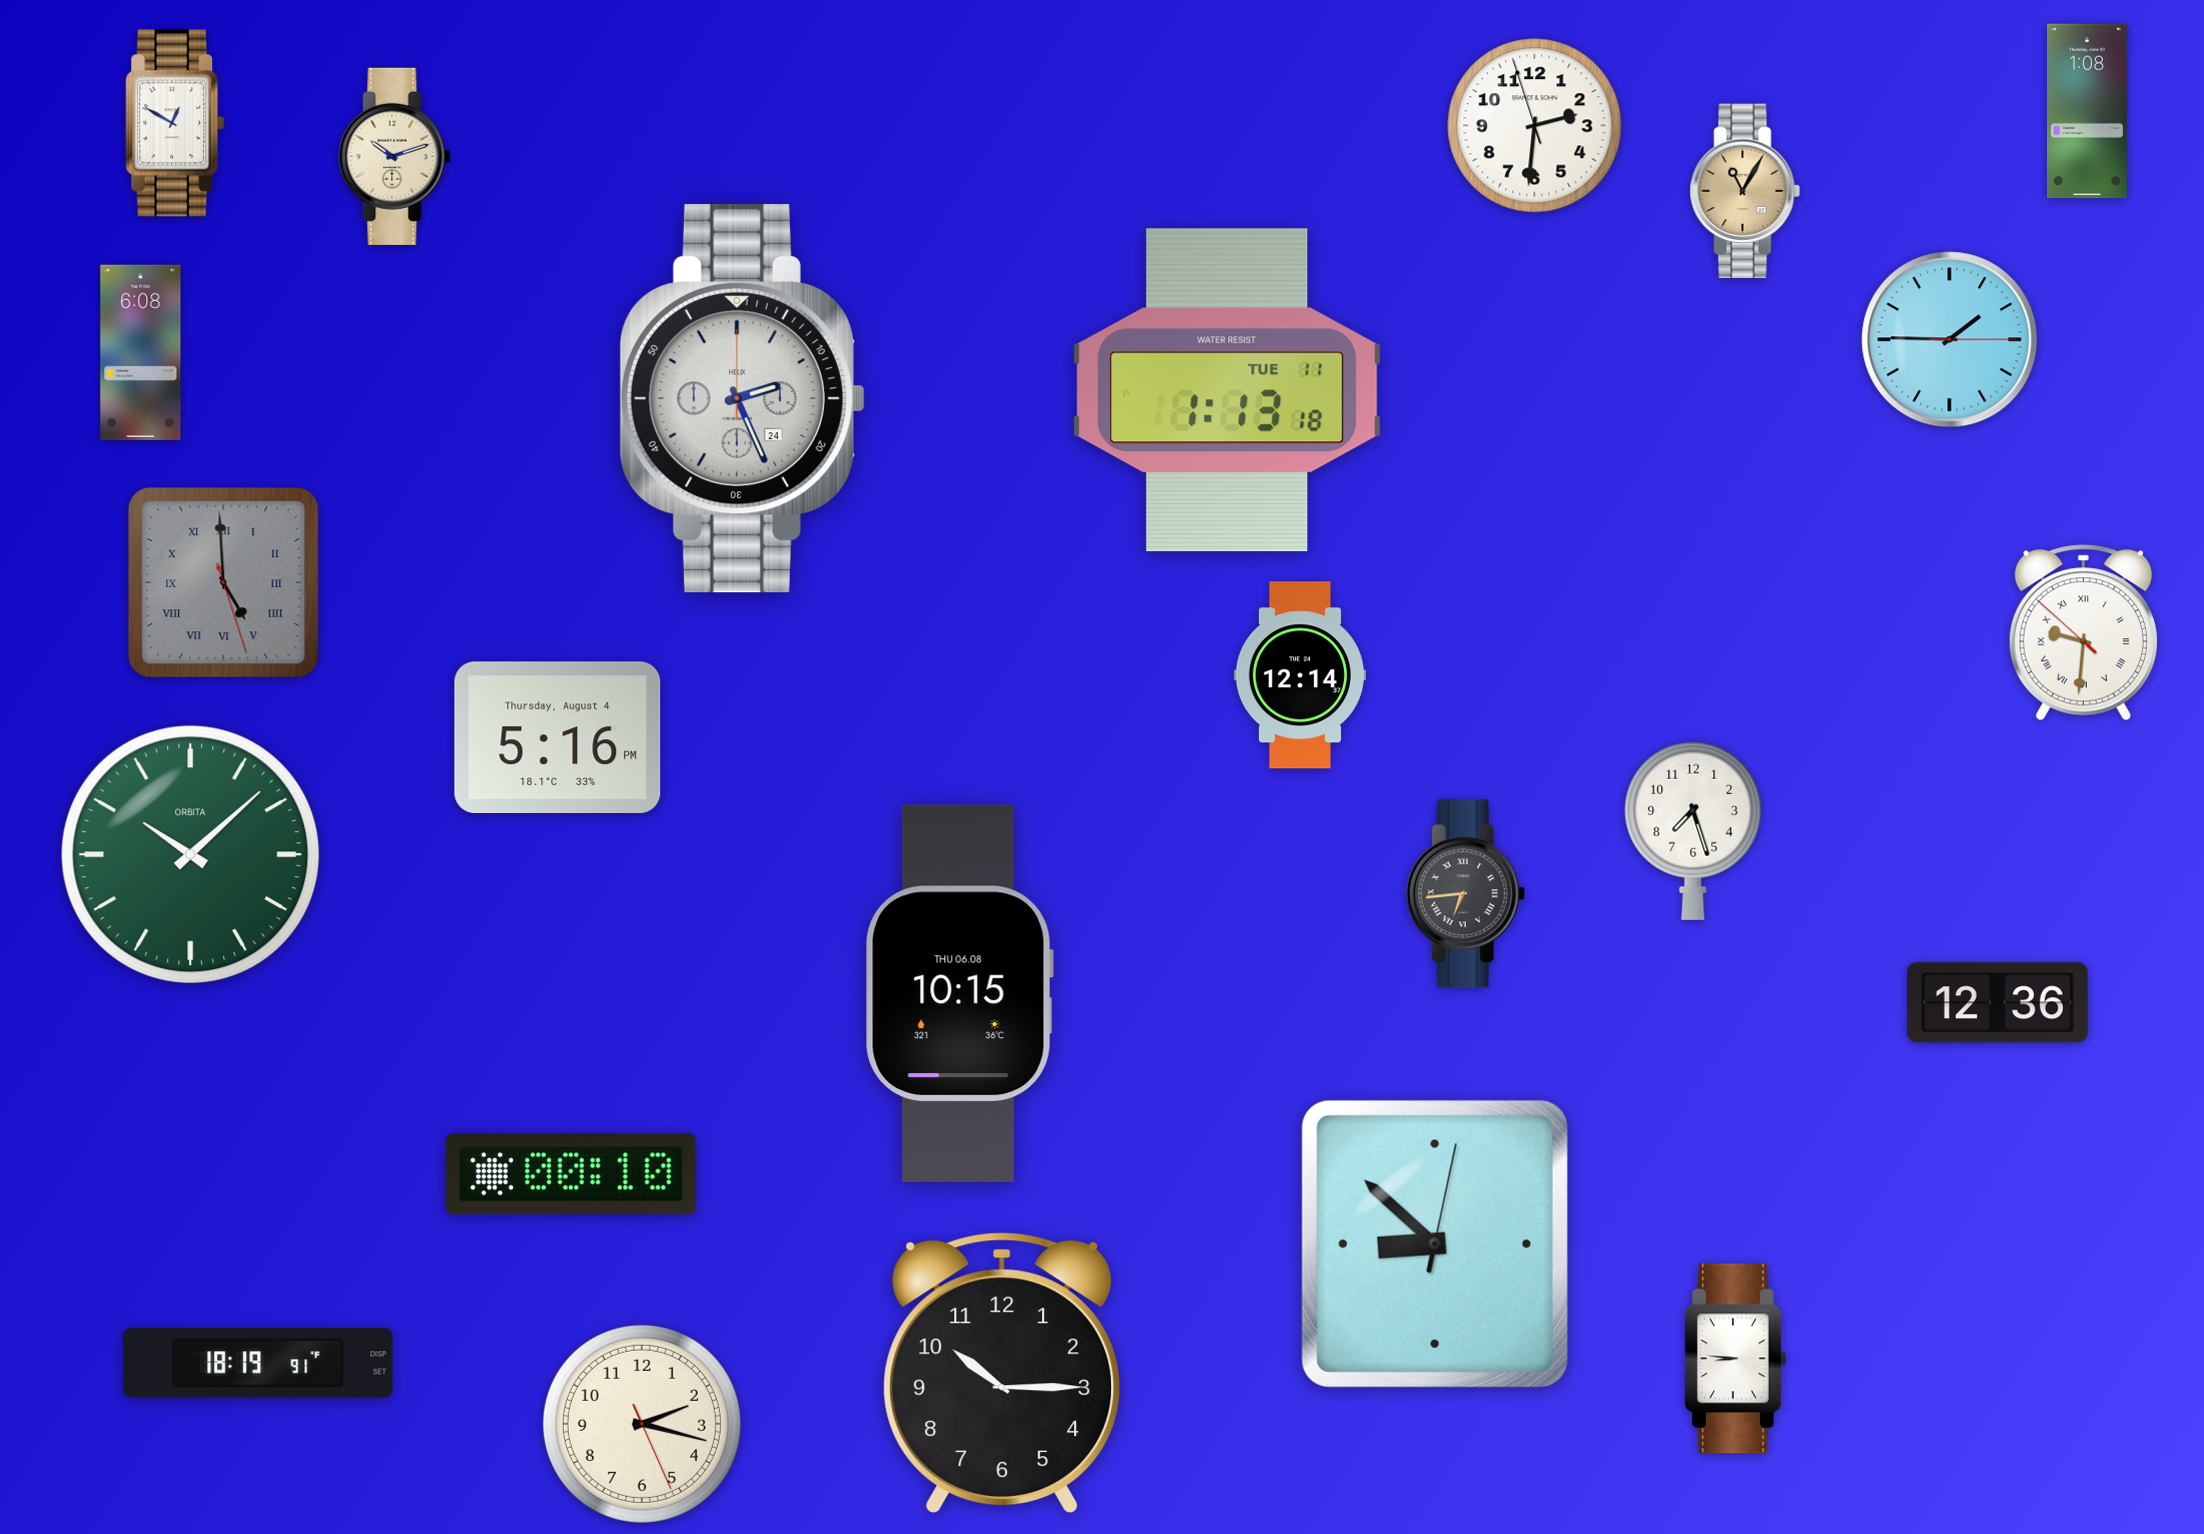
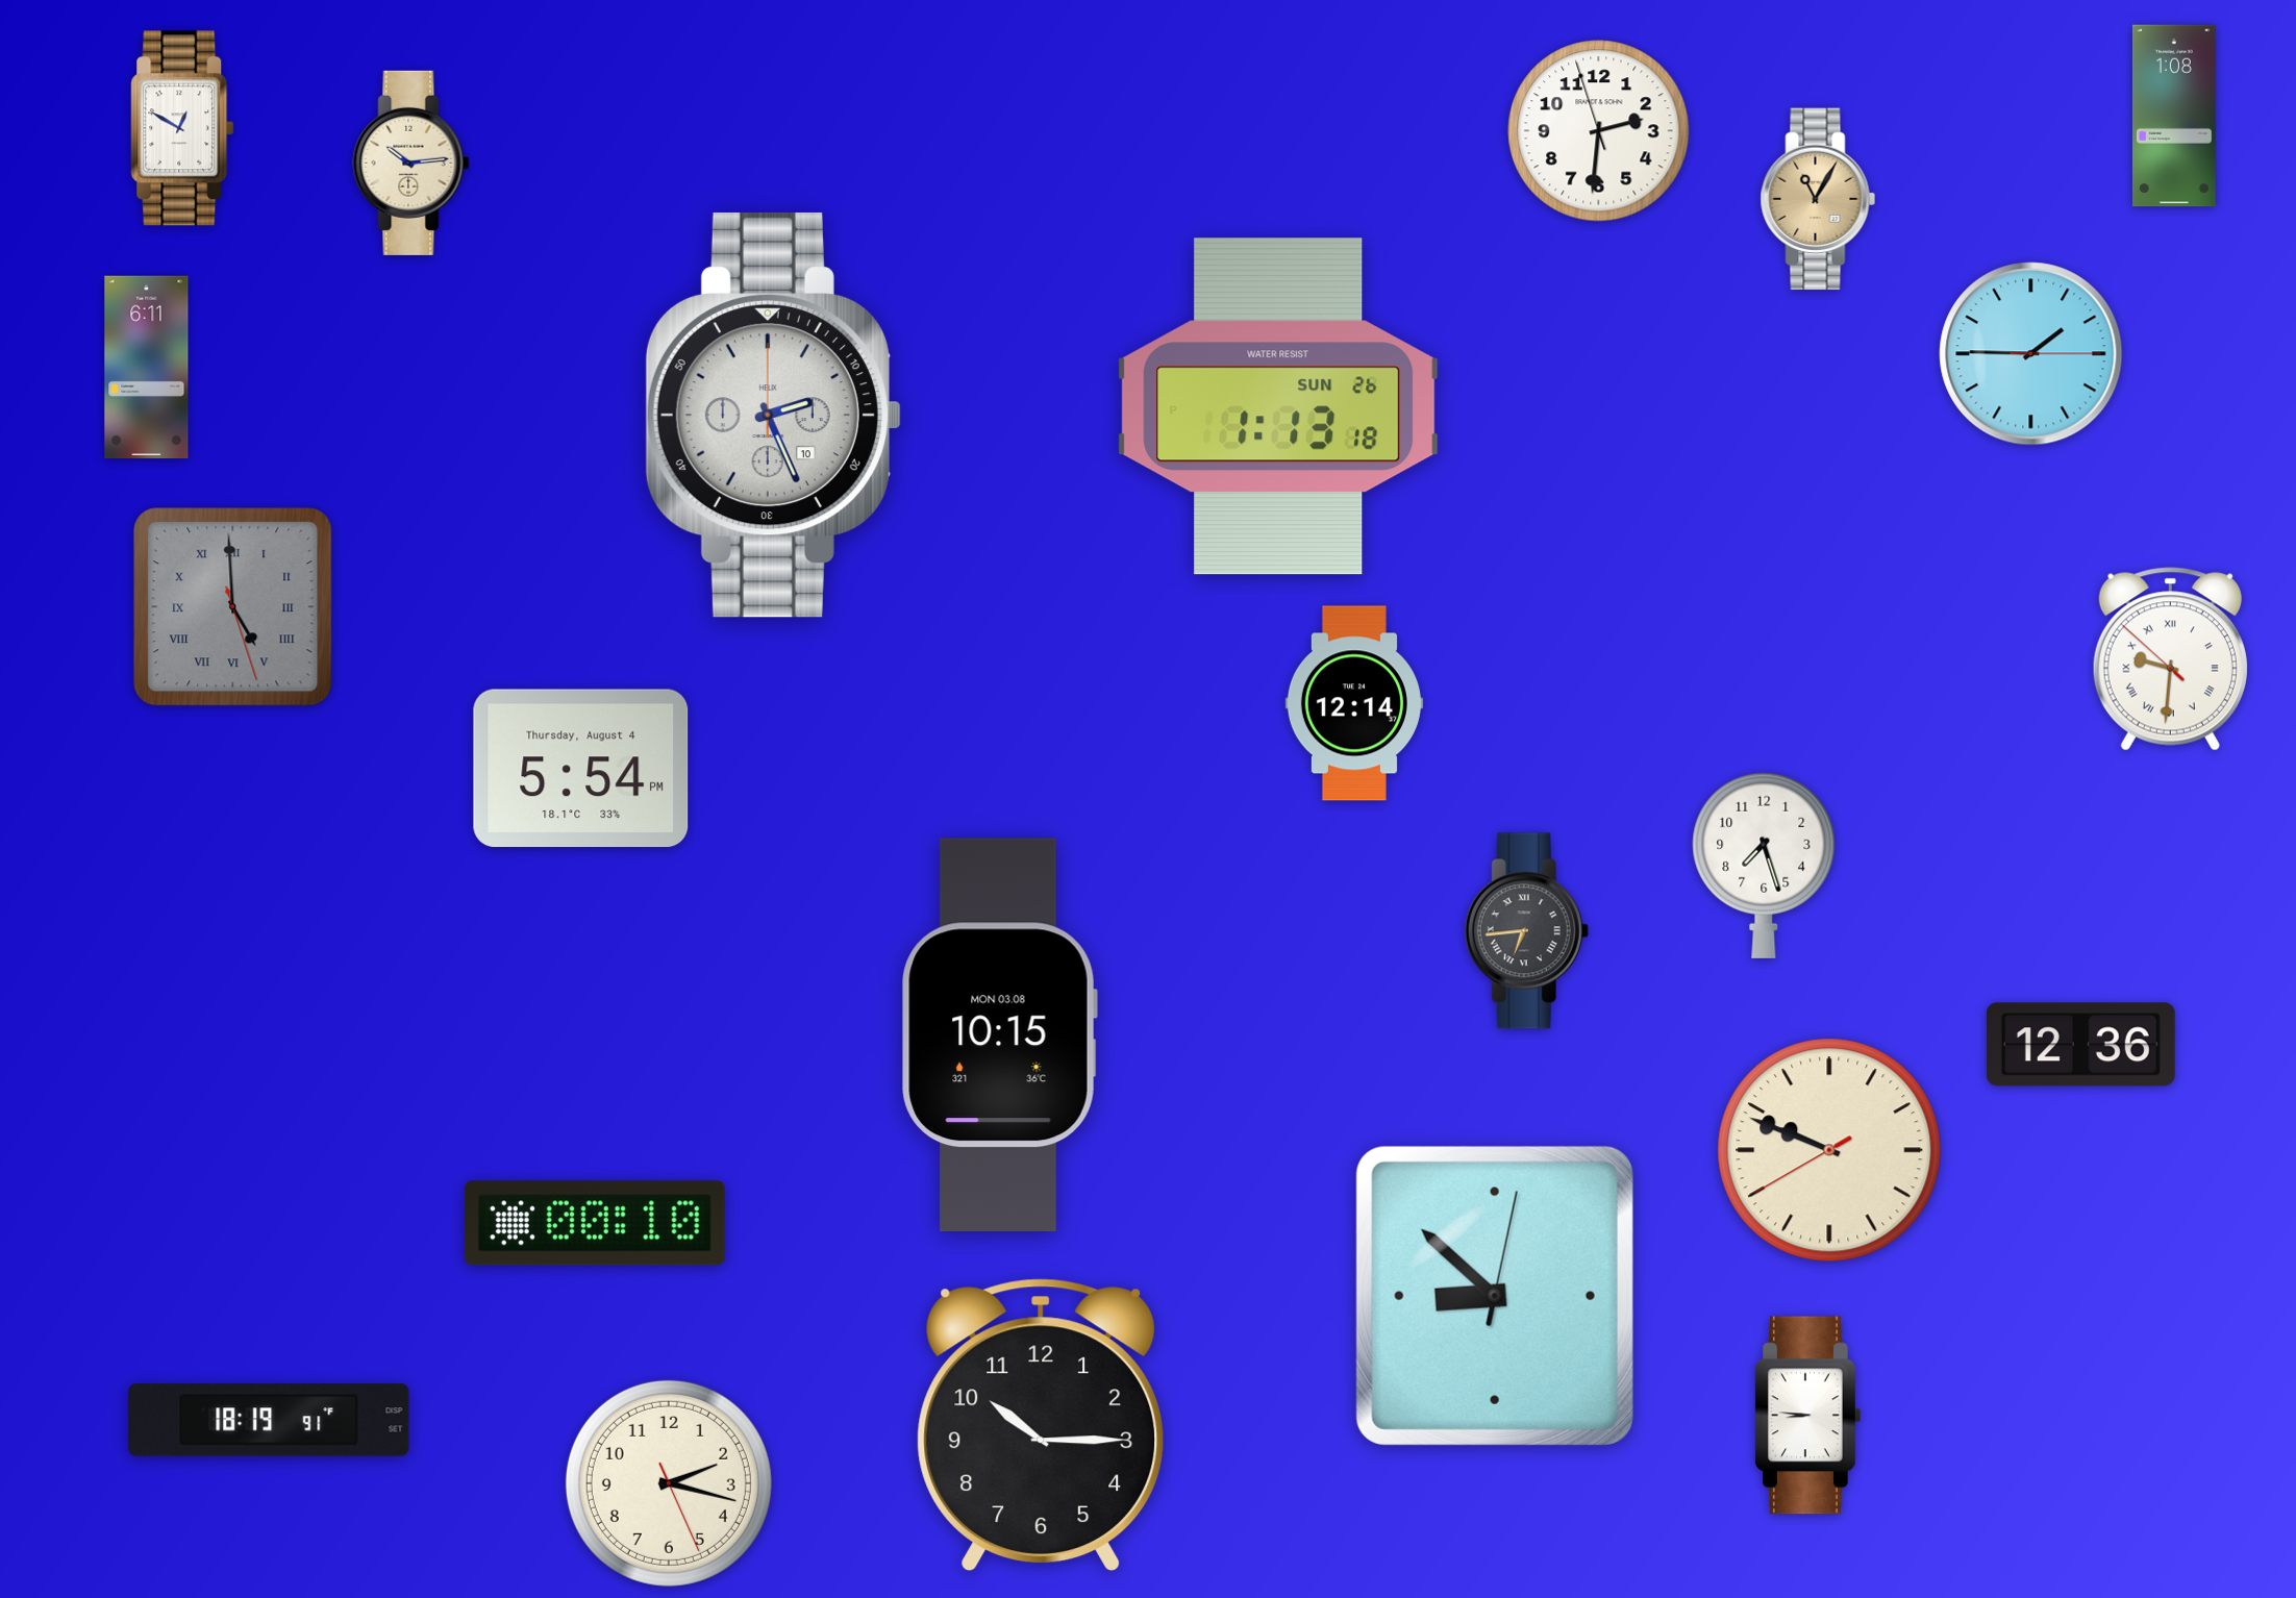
clock at (395, 156): 10:12 -> 10:14
clock at (141, 353): 6:08 -> 6:11
clock at (1227, 390) date: TUE 11 -> SUN 26
clock at (742, 398) date: 24 -> 10
clock at (558, 738): 5:16 -> 5:54
clock at (191, 855): 10:08 -> none
clock at (959, 993) date: THU 06.08 -> MON 03.08
clock at (1829, 1150): none -> 9:48
clock at (1002, 1373) position: (1002, 1373) -> (1041, 1425)
